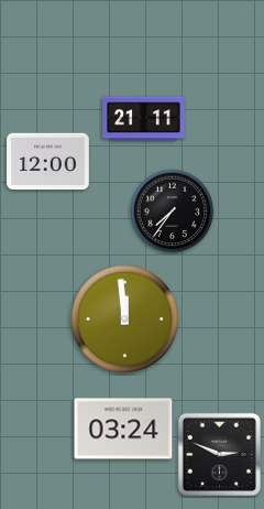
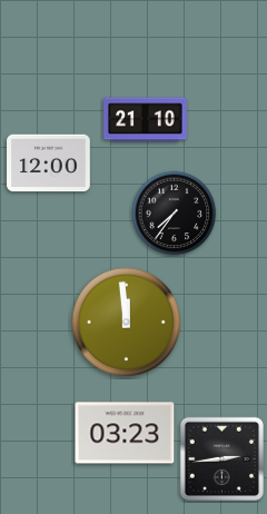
clock at (144, 119): 21:11 -> 21:10
clock at (123, 429): 03:24 -> 03:23
clock at (219, 454): 2:49 -> 2:44
